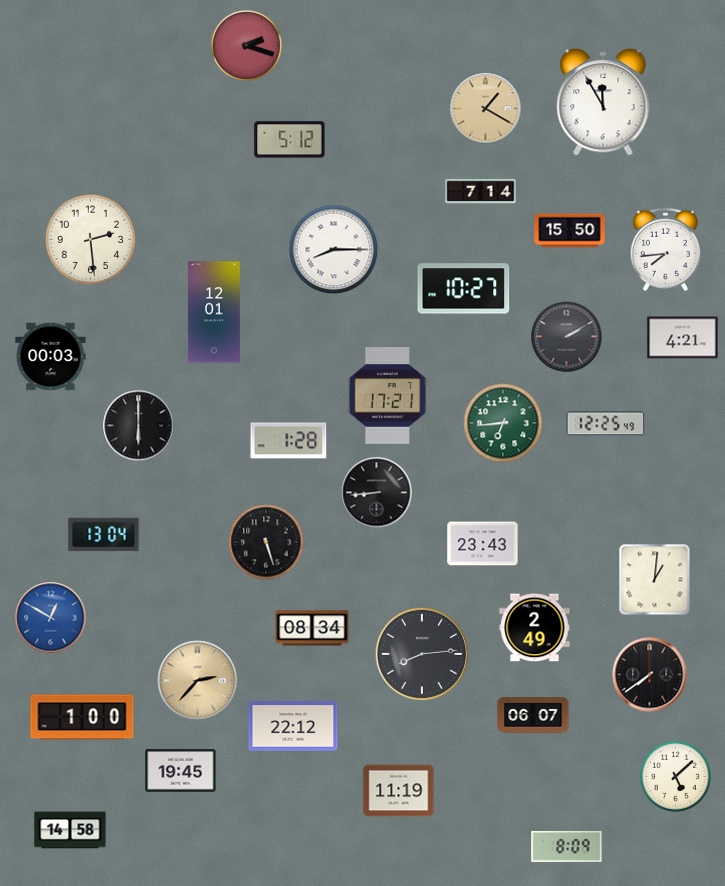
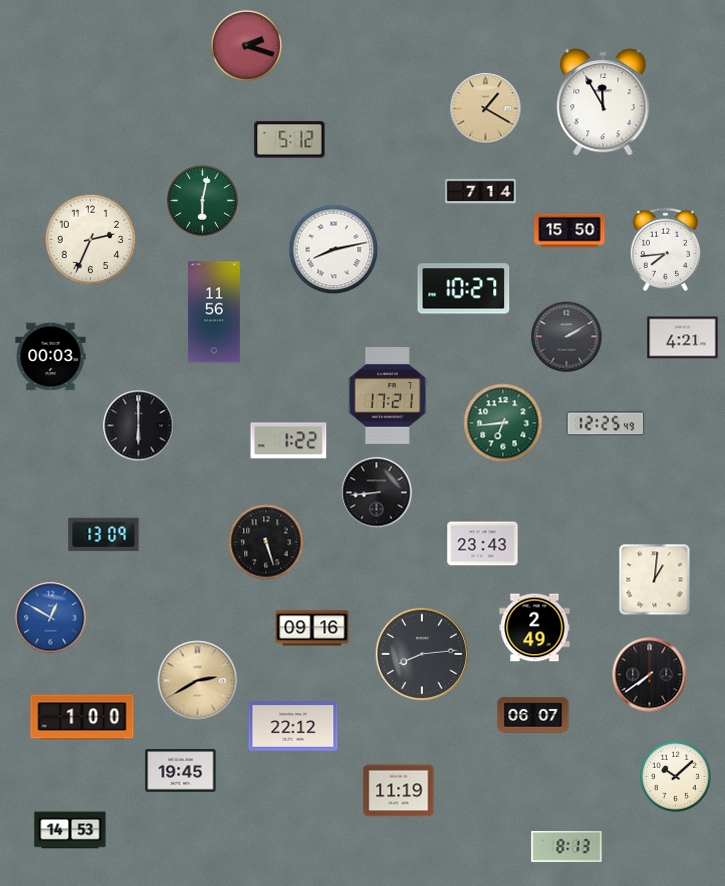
clock at (203, 201): none -> 6:02
clock at (91, 240): 2:29 -> 2:34
clock at (334, 250): 8:15 -> 8:13
clock at (214, 312): 12:01 -> 11:56
clock at (289, 441): 1:28 -> 1:22
clock at (104, 535): 13:04 -> 13:09
clock at (312, 628): 08:34 -> 09:16
clock at (198, 681): 2:37 -> 2:40
clock at (676, 777): 5:08 -> 10:08
clock at (70, 830): 14:58 -> 14:53
clock at (567, 846): 8:09 -> 8:13
